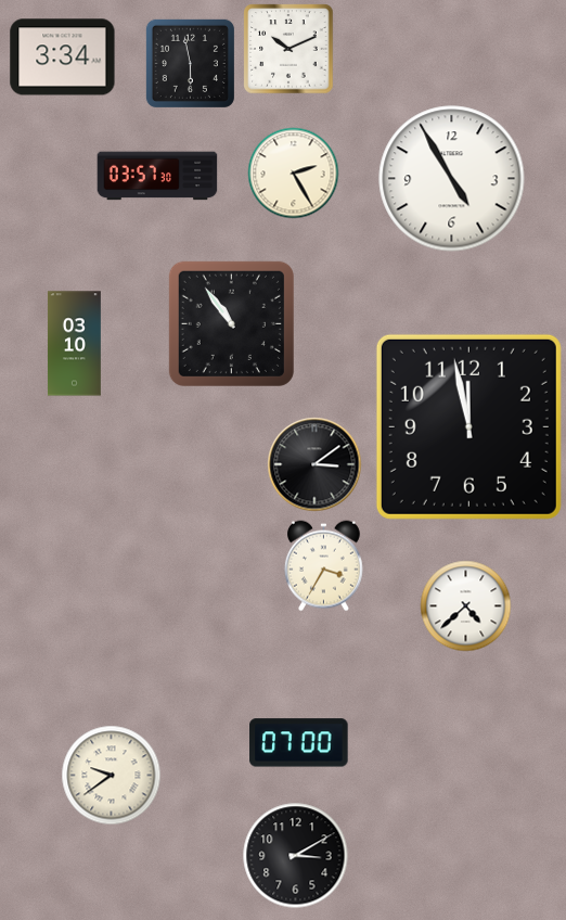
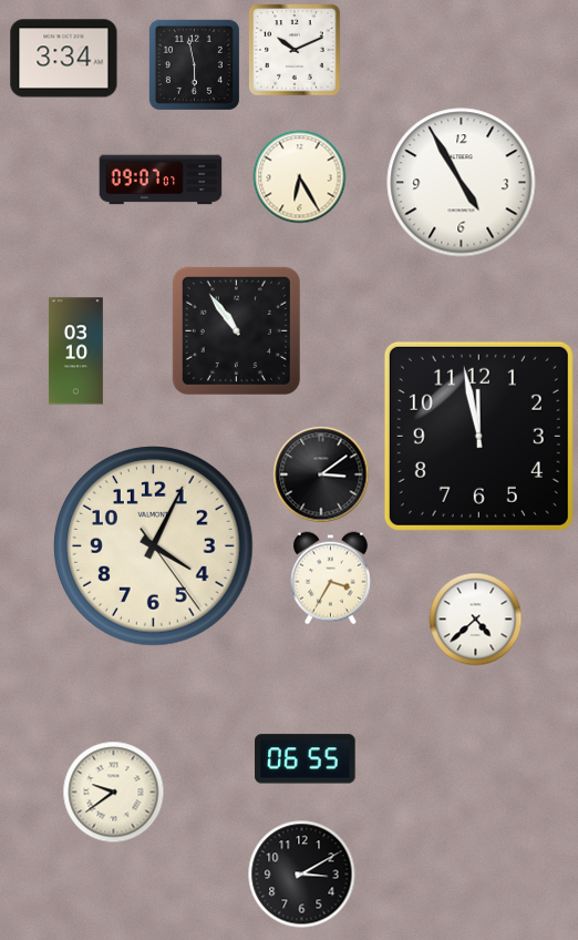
clock at (294, 174): 2:25 -> 6:25
clock at (157, 176): 03:57 -> 09:07
clock at (154, 546): none -> 4:04
clock at (299, 743): 07:00 -> 06:55
